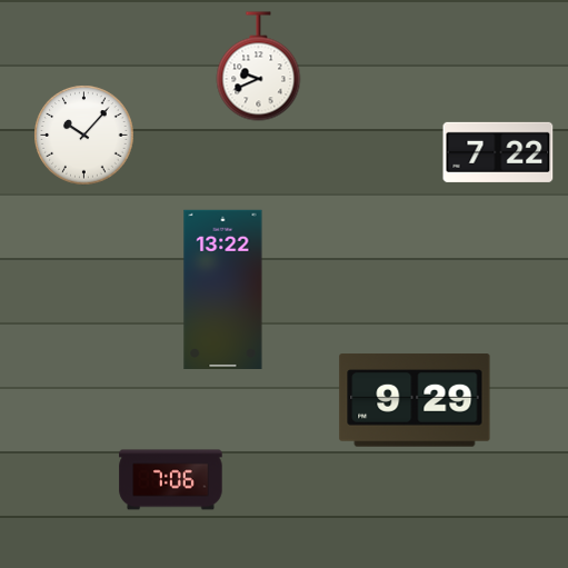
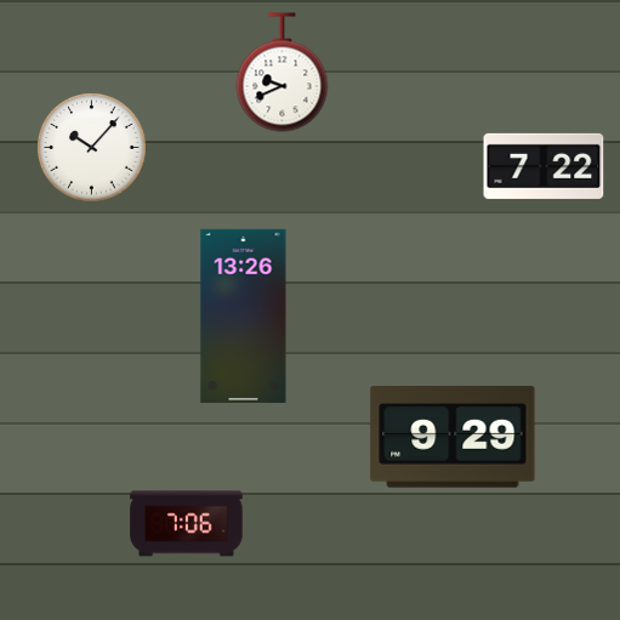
clock at (223, 289): 13:22 -> 13:26
